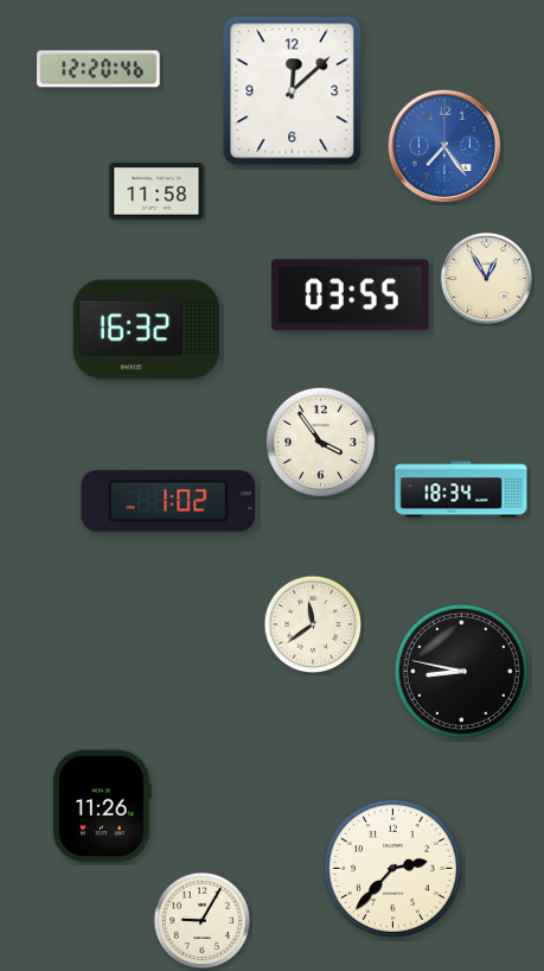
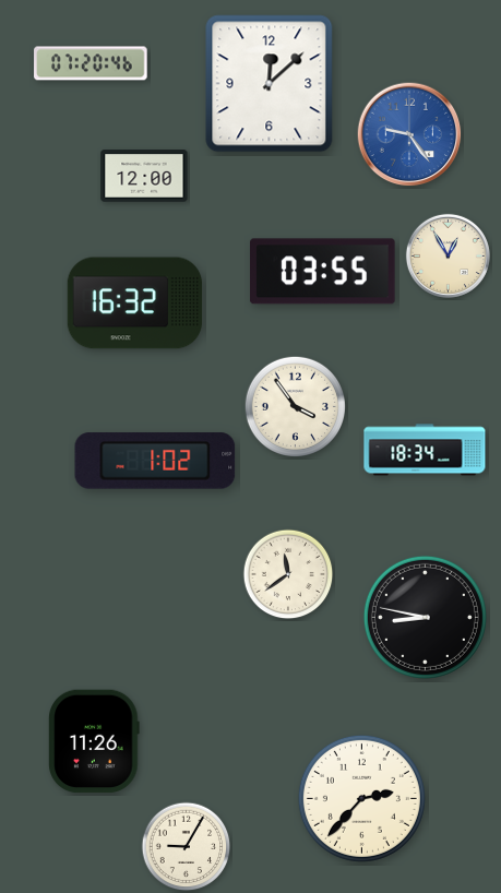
clock at (98, 69): 12:20 -> 07:20
clock at (444, 146): 7:24 -> 9:24
clock at (156, 191): 11:58 -> 12:00
